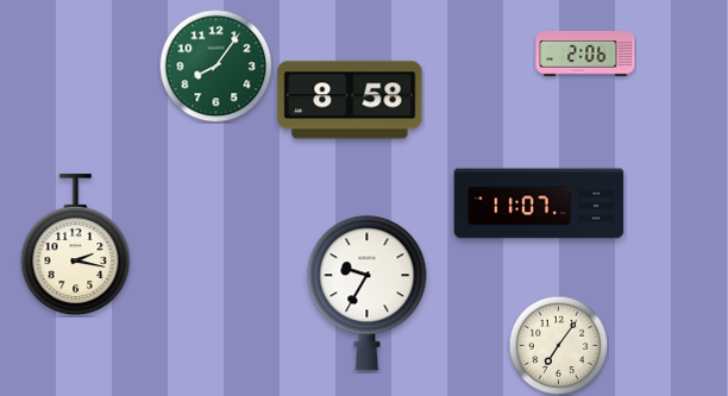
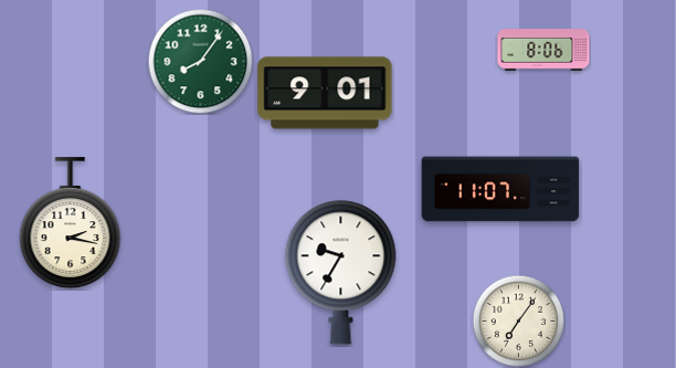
clock at (585, 55): 2:06 -> 8:06
clock at (350, 100): 8:58 -> 9:01
clock at (76, 245) position: (76, 245) -> (71, 223)
